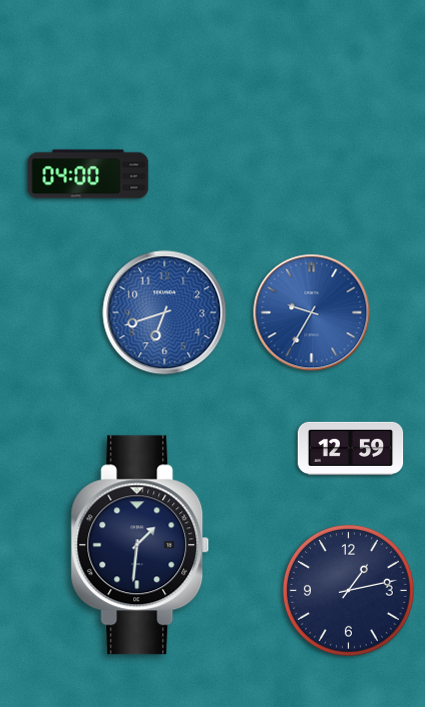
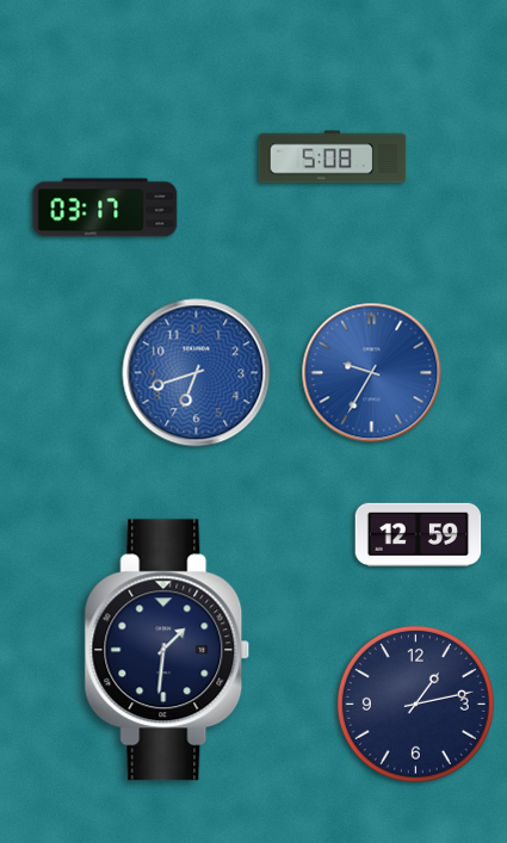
clock at (333, 157): none -> 5:08
clock at (88, 174): 04:00 -> 03:17
